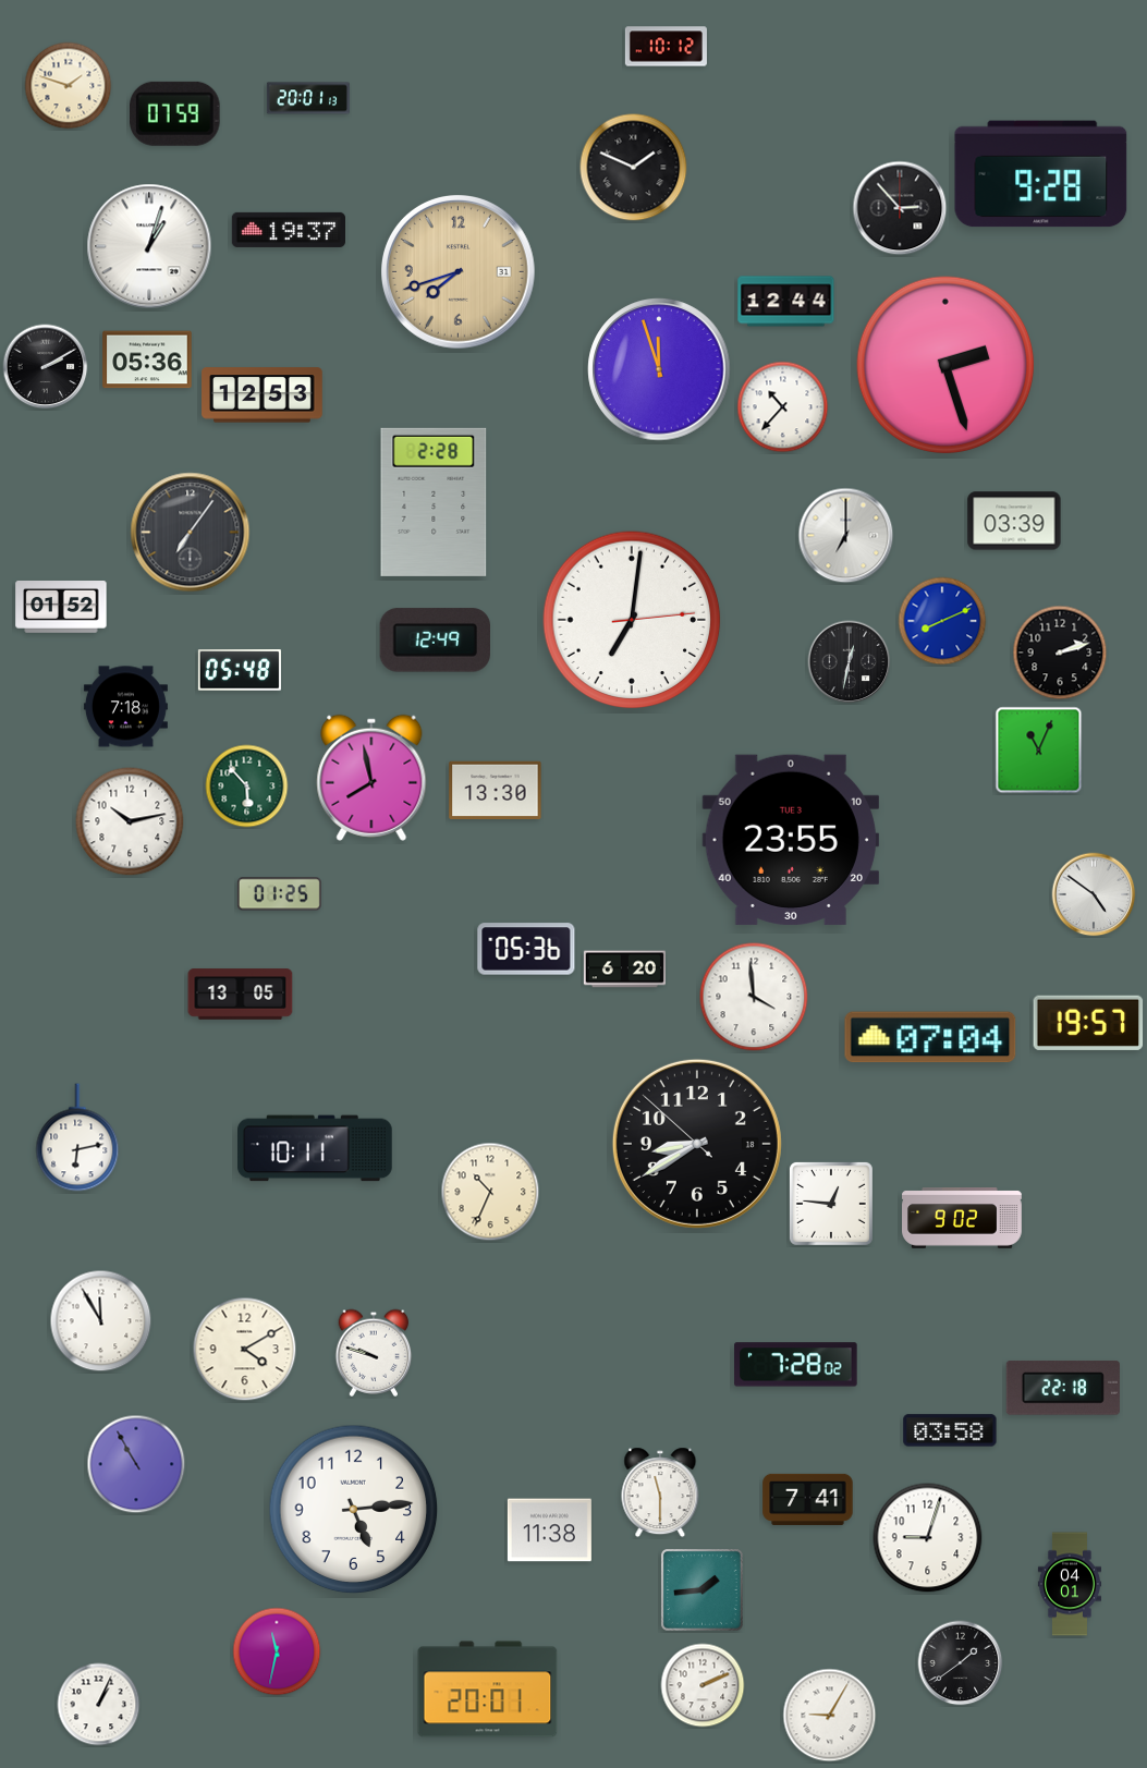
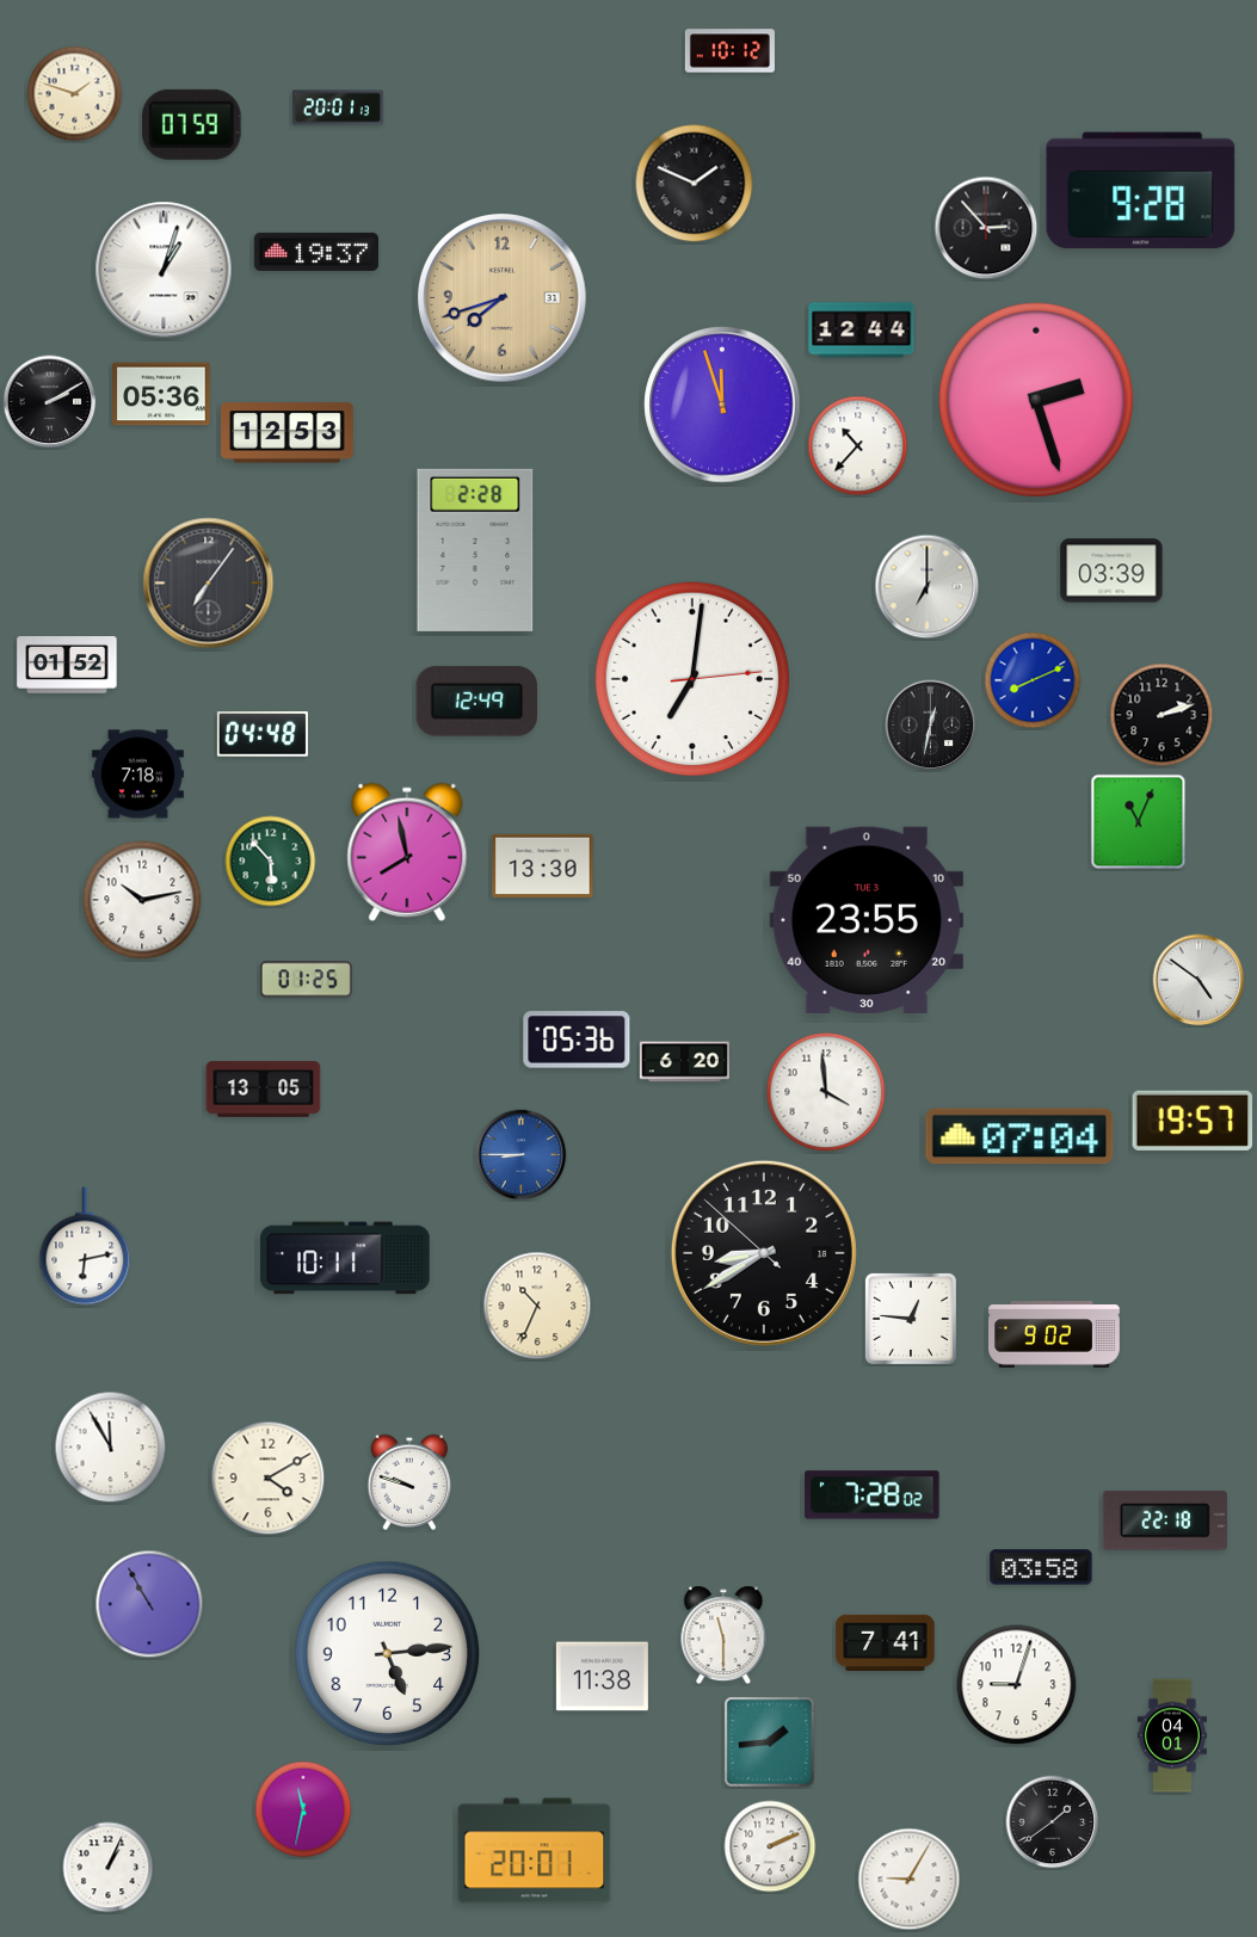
clock at (240, 670): 05:48 -> 04:48
clock at (522, 1155): none -> 8:45
